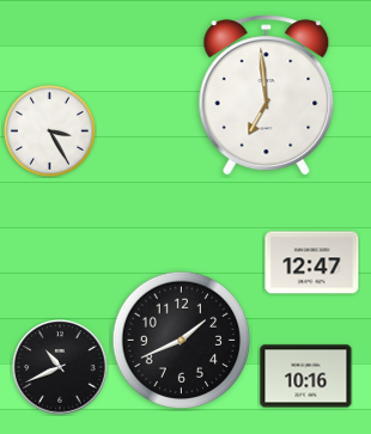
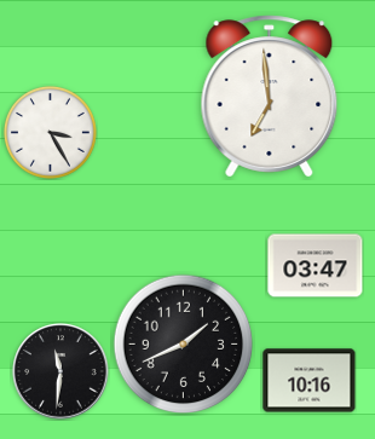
clock at (312, 263): 12:47 -> 03:47
clock at (60, 367): 10:41 -> 11:31
